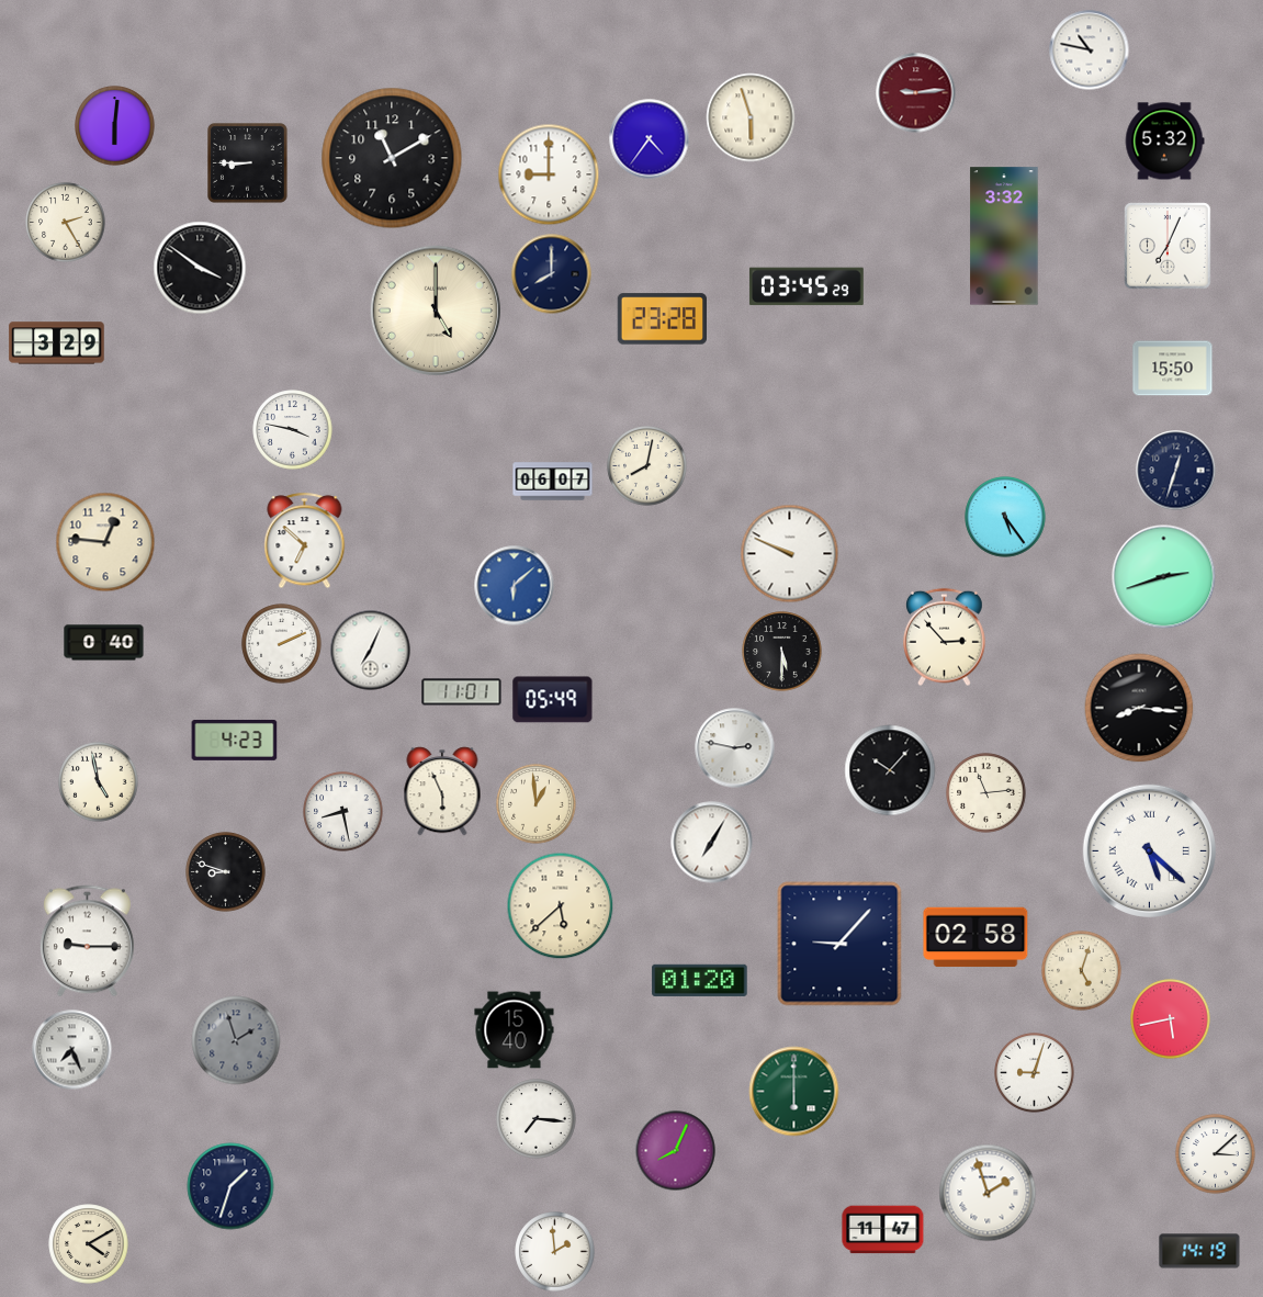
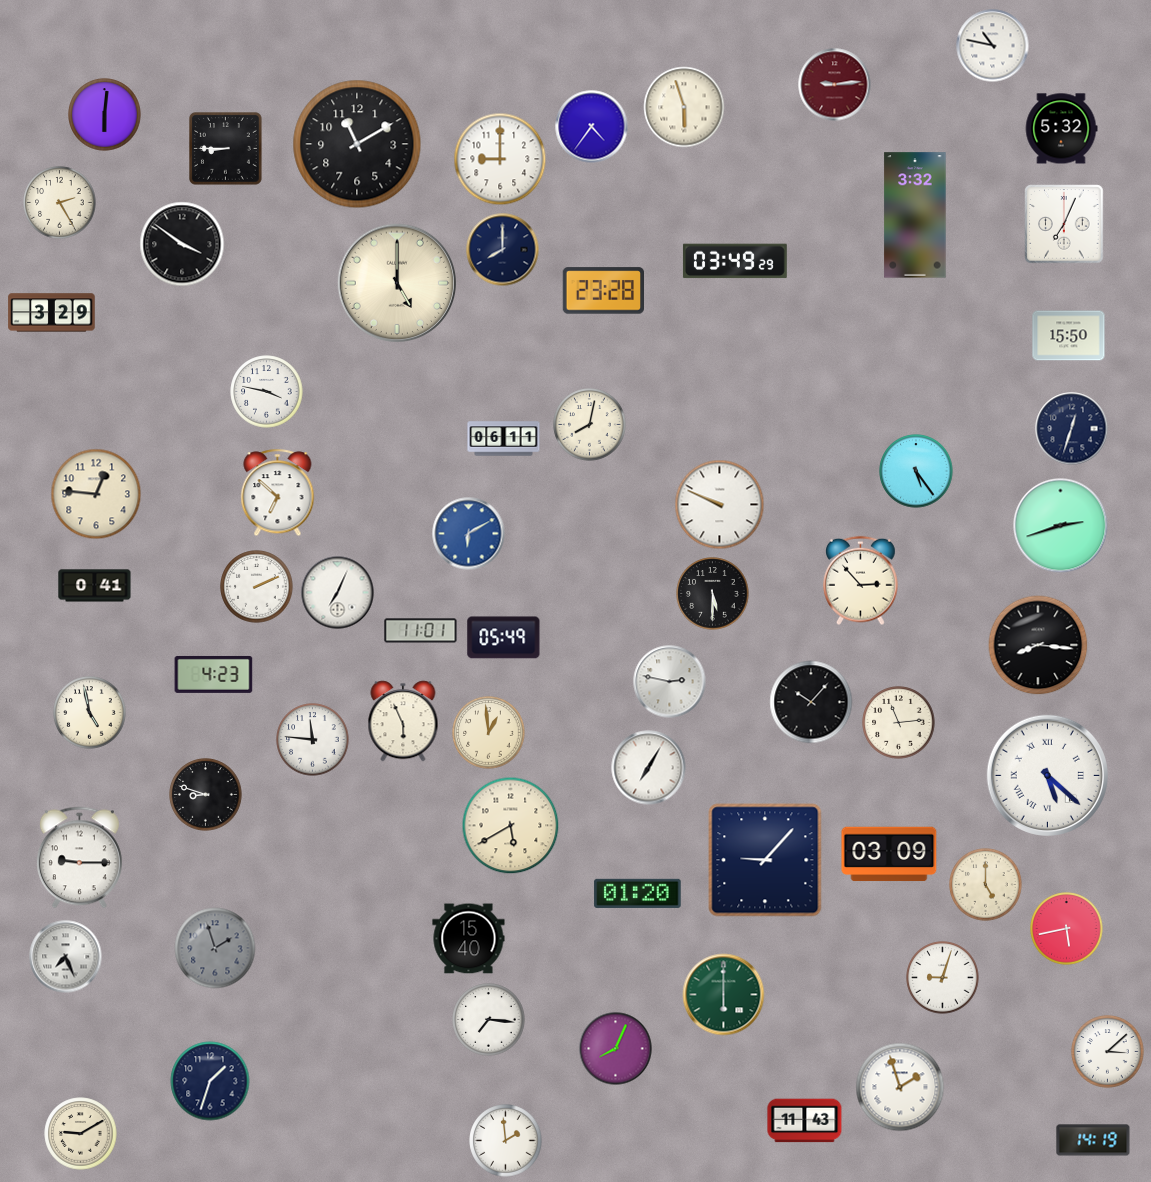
clock at (807, 286): 03:45 -> 03:49
clock at (553, 482): 06:07 -> 06:11
clock at (515, 586): 6:08 -> 6:10
clock at (104, 643): 0:40 -> 0:41
clock at (343, 812): 8:28 -> 11:46
clock at (561, 906): 5:38 -> 5:40
clock at (976, 937): 02:58 -> 03:09
clock at (1082, 971): 5:03 -> 5:00
clock at (883, 1230): 11:47 -> 11:43
clock at (89, 1244): 4:10 -> 9:10
